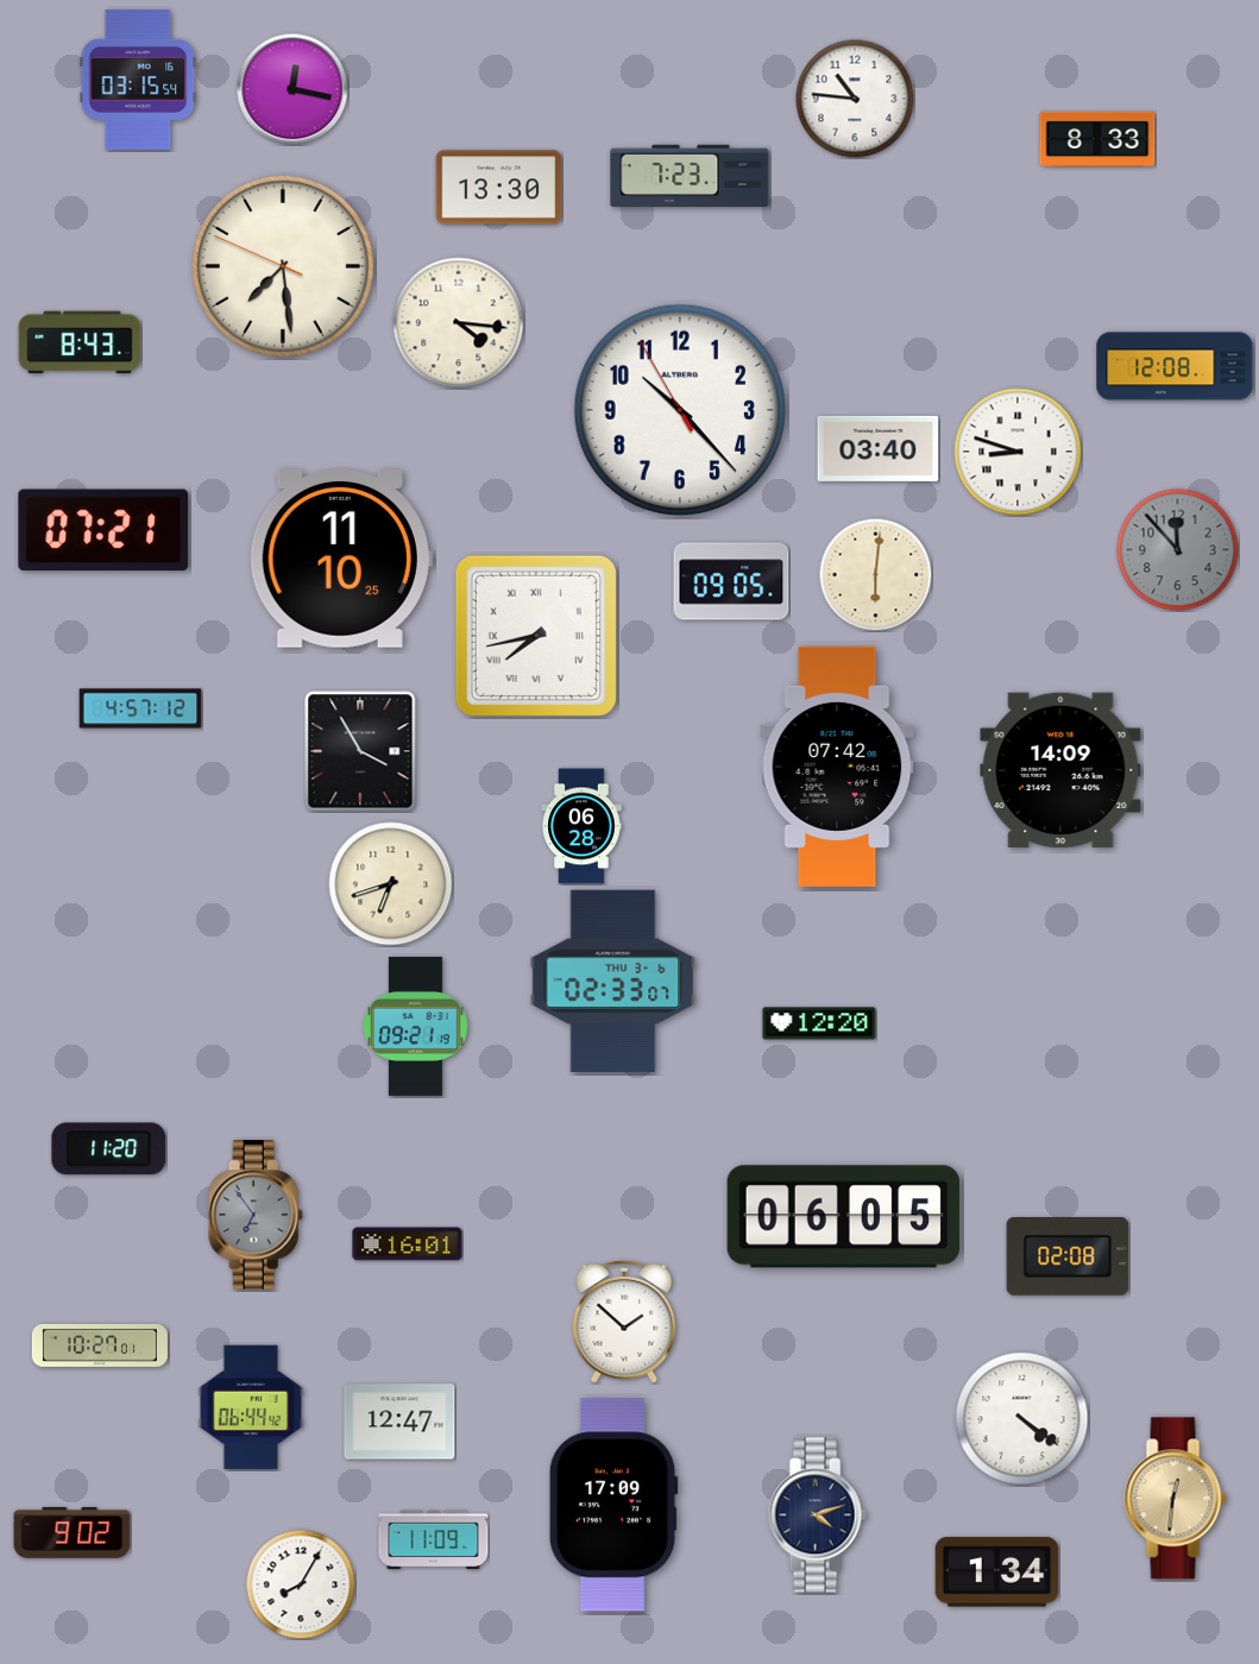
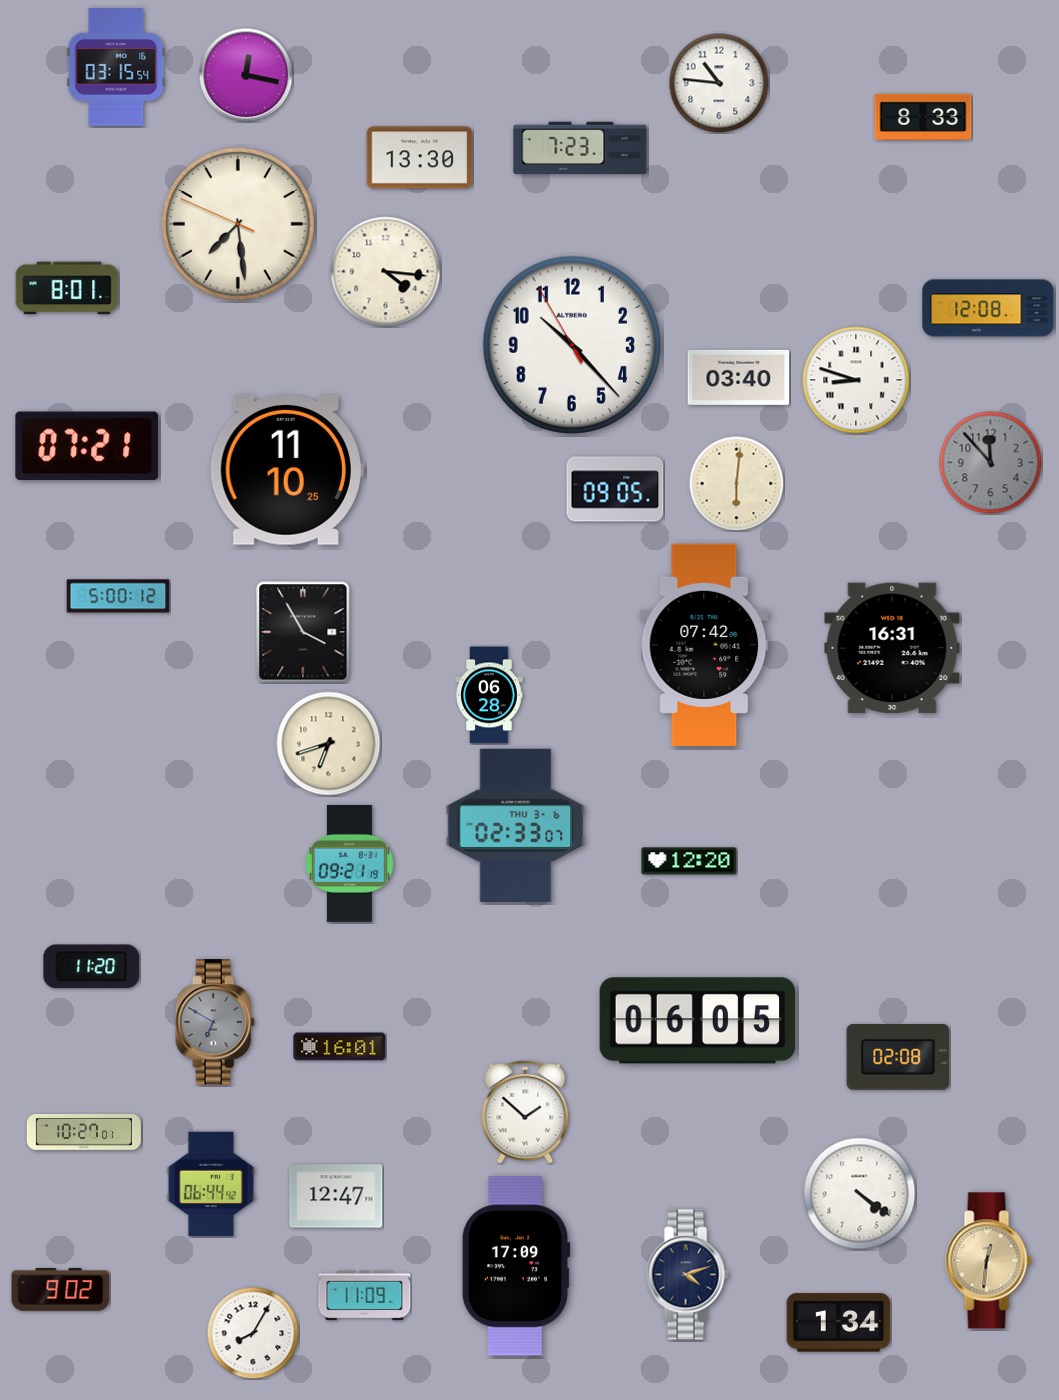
clock at (80, 342): 8:43 -> 8:01
clock at (536, 636): 7:43 -> none
clock at (140, 708): 4:57 -> 5:00
clock at (1060, 770): 14:09 -> 16:31
clock at (256, 1215): 6:54 -> 6:50
clock at (844, 1217) position: (844, 1217) -> (698, 1021)
clock at (408, 1244) position: (408, 1244) -> (340, 1047)
